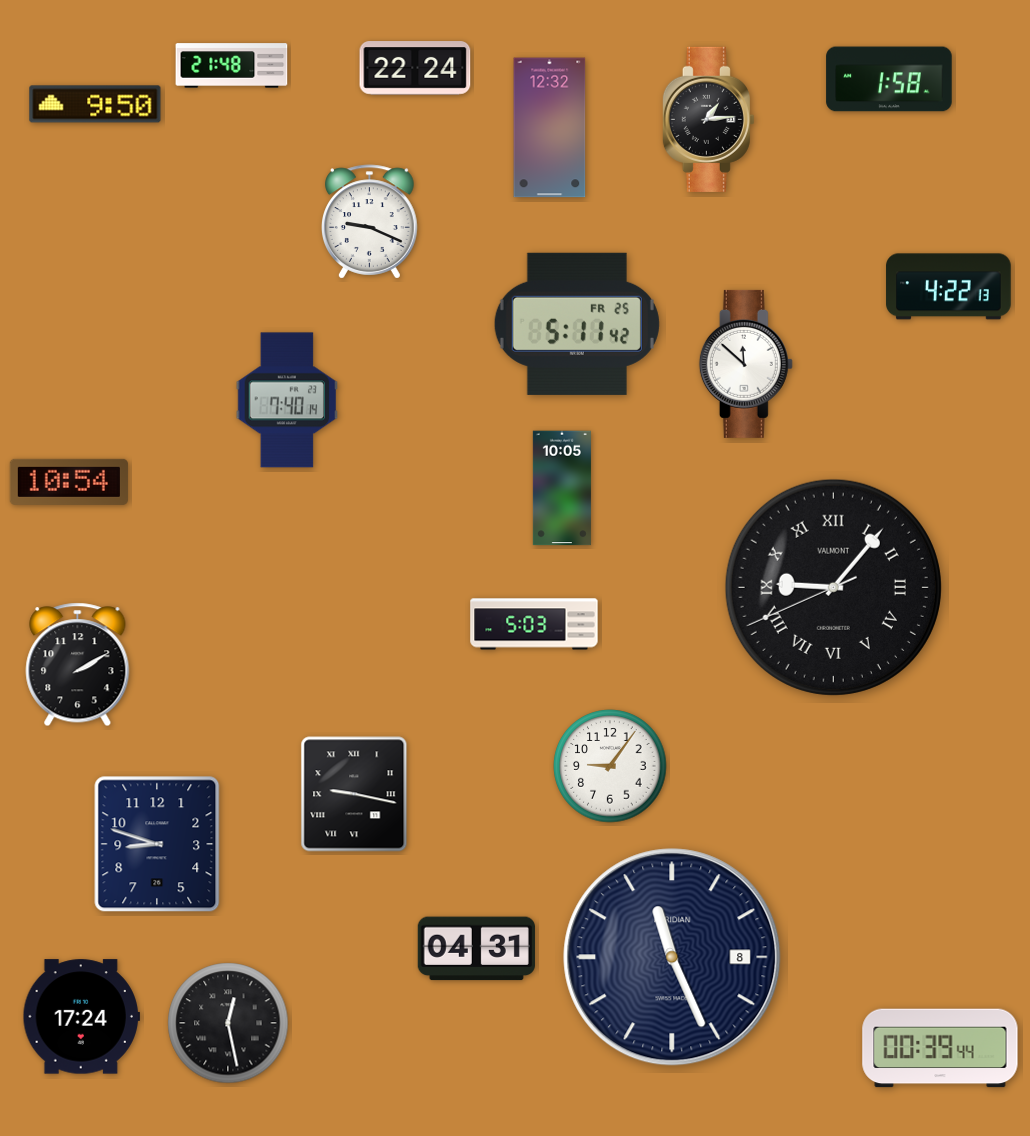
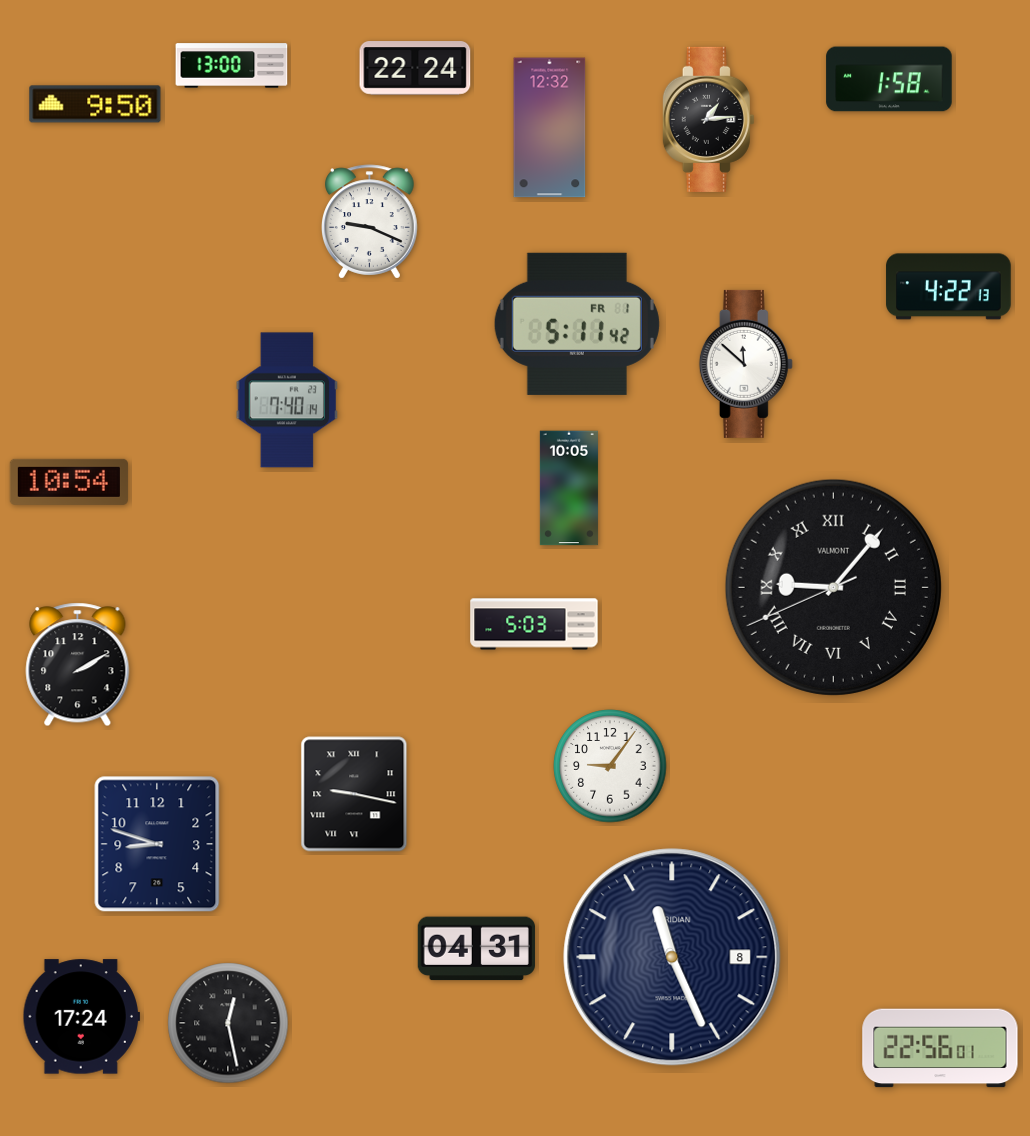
clock at (232, 66): 21:48 -> 13:00
clock at (577, 324) date: FR 25 -> FR 1
clock at (562, 488) position: (562, 488) -> (569, 488)
clock at (940, 1048): 00:39 -> 22:56
